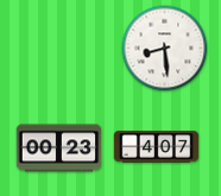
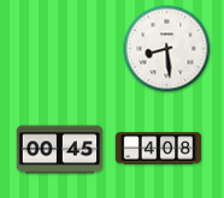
clock at (157, 147): 4:07 -> 4:08
clock at (59, 148): 00:23 -> 00:45
